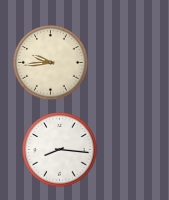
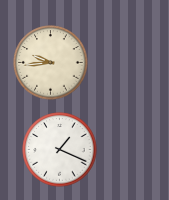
clock at (60, 150): 8:16 -> 1:19
